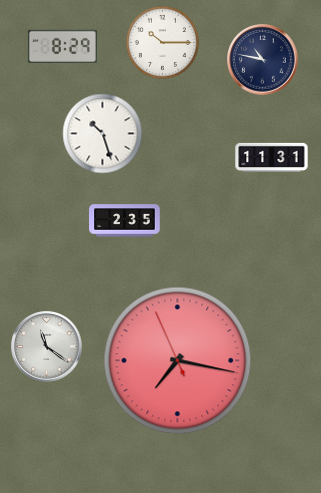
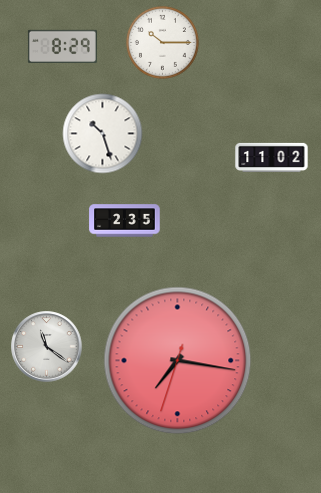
clock at (263, 60): 10:47 -> none
clock at (272, 157): 11:31 -> 11:02
clock at (178, 361): 7:16:56 -> 7:16:33
